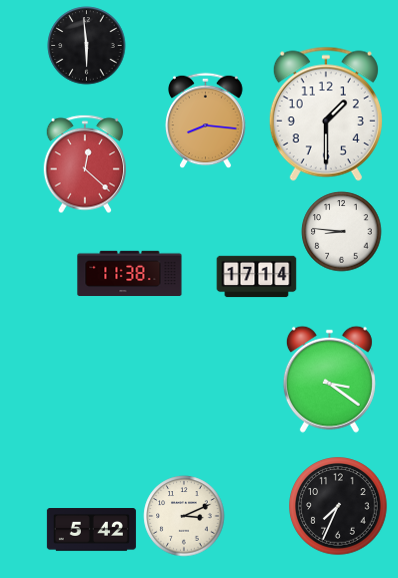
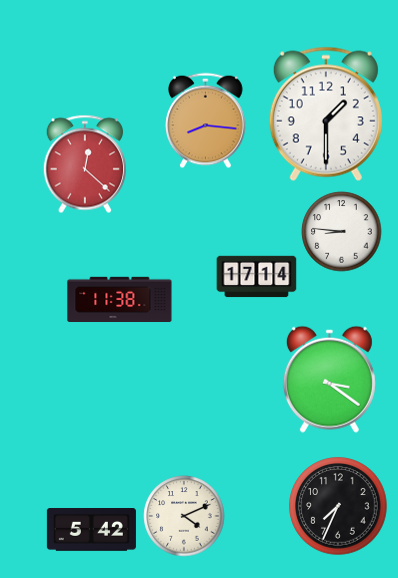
clock at (87, 46): 5:59 -> none
clock at (130, 274) position: (130, 274) -> (120, 300)
clock at (184, 516): 3:11 -> 4:11
